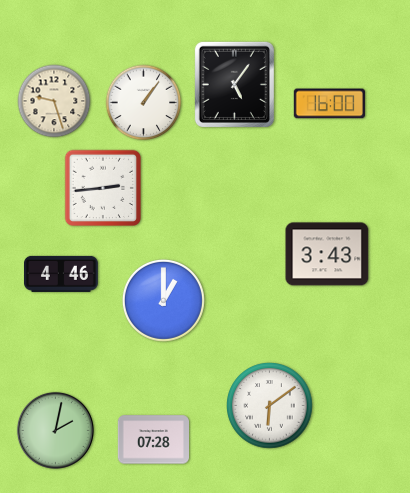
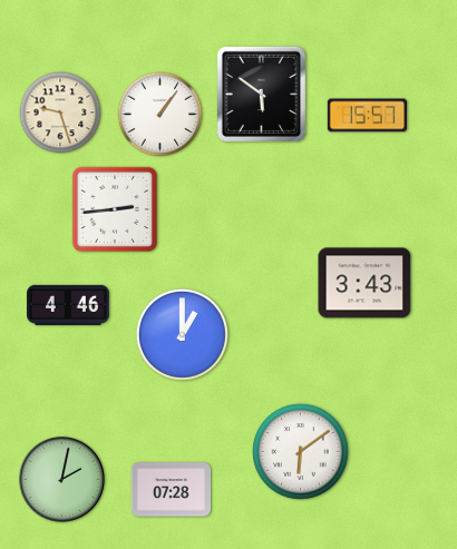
clock at (234, 84): 5:06 -> 5:51
clock at (329, 104): 16:00 -> 15:57
